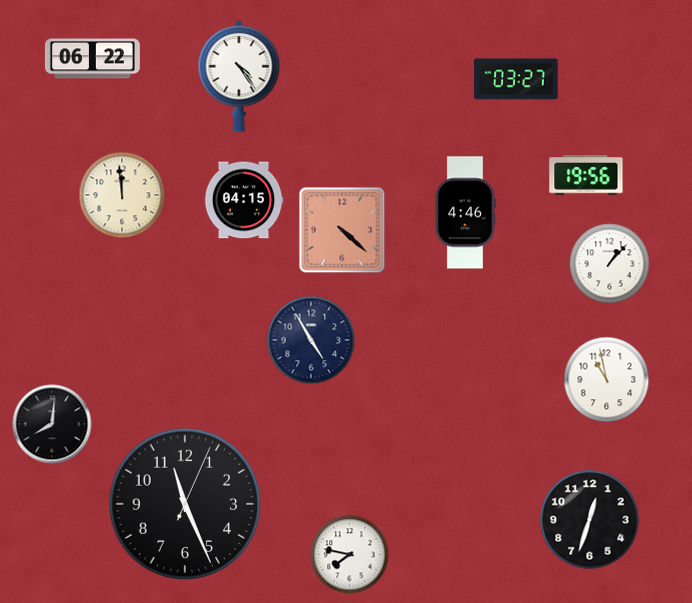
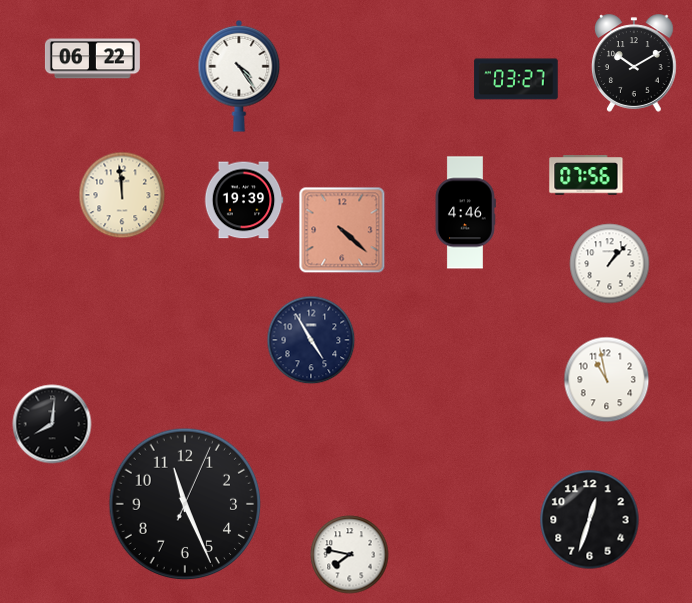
clock at (635, 63): none -> 10:10
clock at (586, 175): 19:56 -> 07:56
clock at (244, 200): 04:15 -> 19:39
